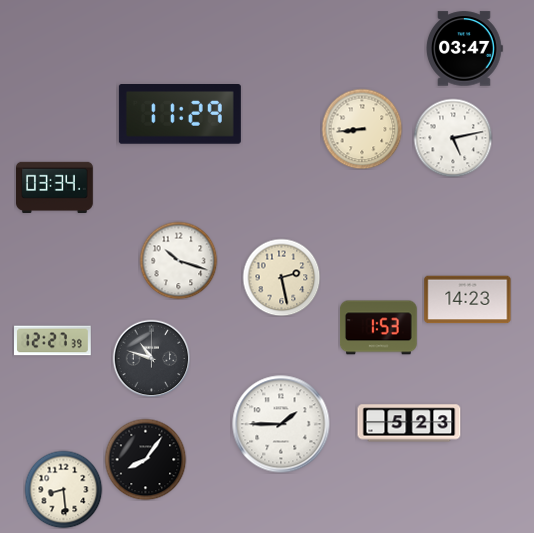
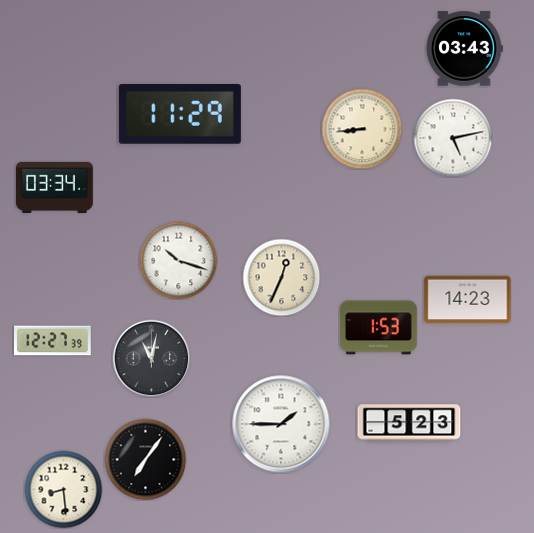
clock at (465, 49): 03:47 -> 03:43
clock at (281, 277): 2:28 -> 12:34
clock at (151, 358): 10:48 -> 11:02
clock at (145, 459): 8:06 -> 7:06
